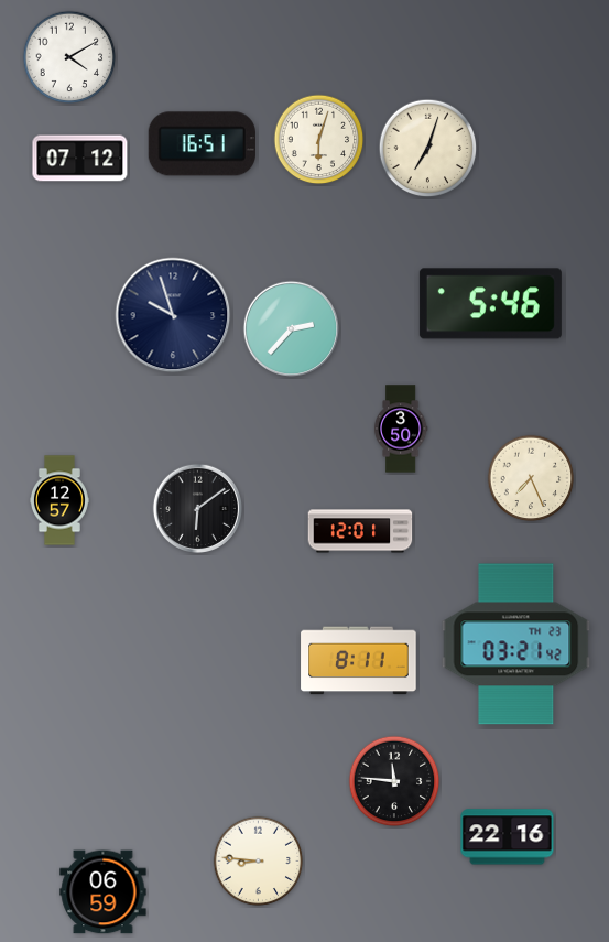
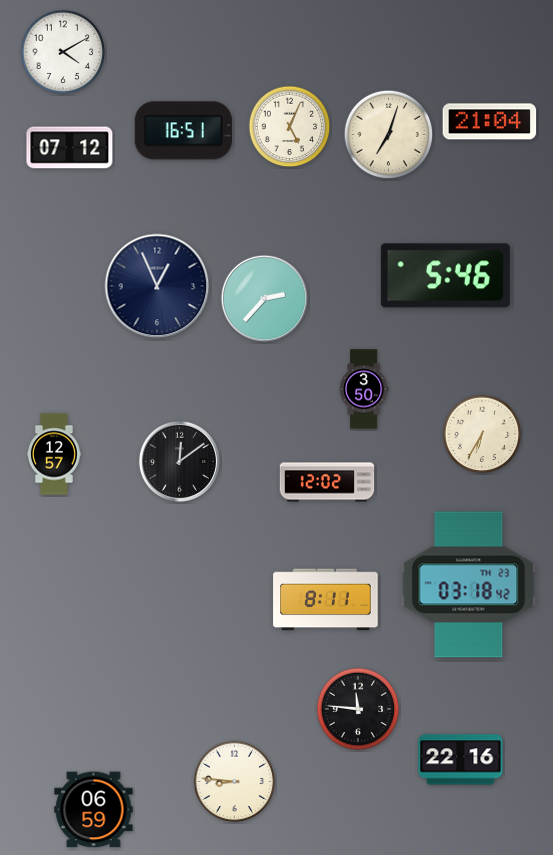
clock at (490, 122): none -> 21:04
clock at (319, 140): 6:03 -> 5:04
clock at (80, 159) position: (80, 159) -> (70, 148)
clock at (173, 315): 9:57 -> 12:56
clock at (531, 478): 7:26 -> 6:35
clock at (197, 508): 6:09 -> 12:09
clock at (360, 531): 12:01 -> 12:02
clock at (516, 645): 03:21 -> 03:18
